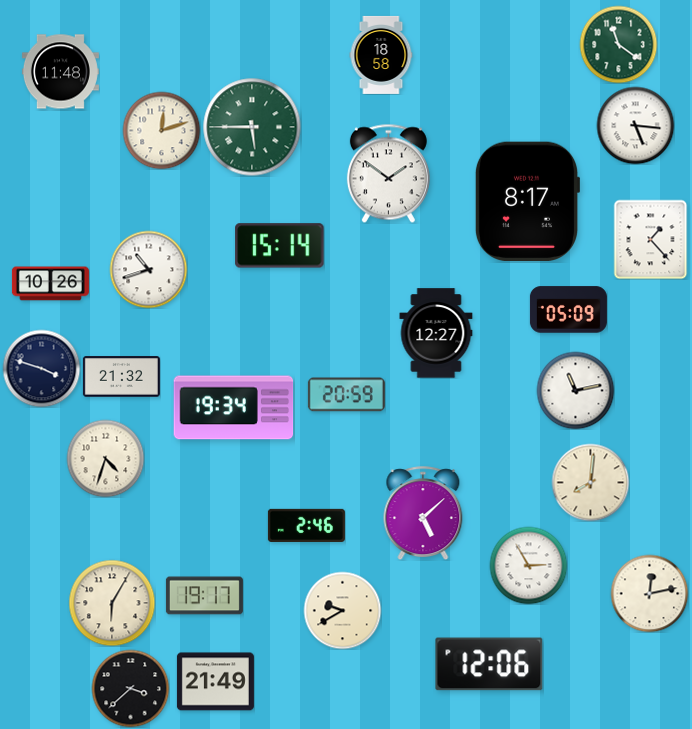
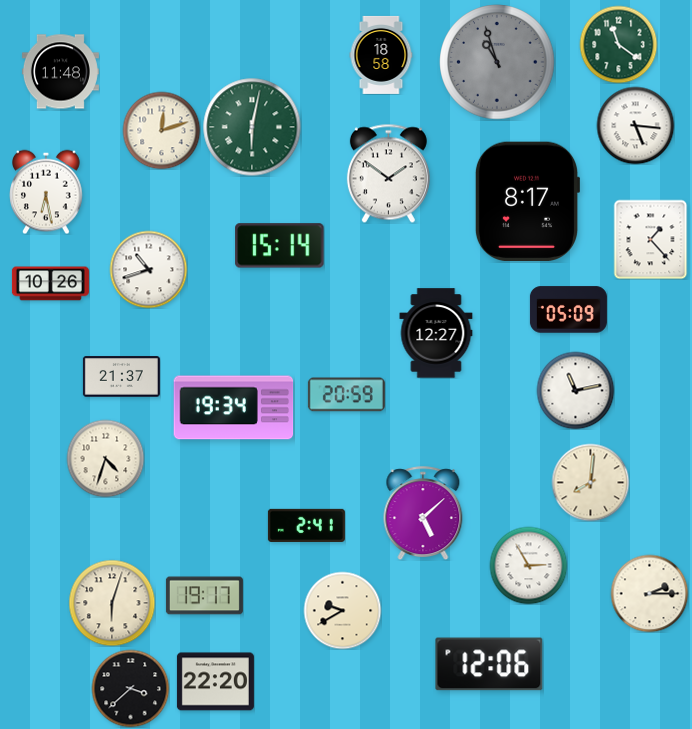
clock at (497, 62): none -> 10:57
clock at (252, 127): 5:45 -> 6:02
clock at (47, 192): none -> 6:28
clock at (41, 368): 3:48 -> none
clock at (121, 377): 21:32 -> 21:37
clock at (306, 525): 2:46 -> 2:41
clock at (649, 593): 12:13 -> 2:15
clock at (112, 603): 6:05 -> 6:03
clock at (215, 682): 21:49 -> 22:20
